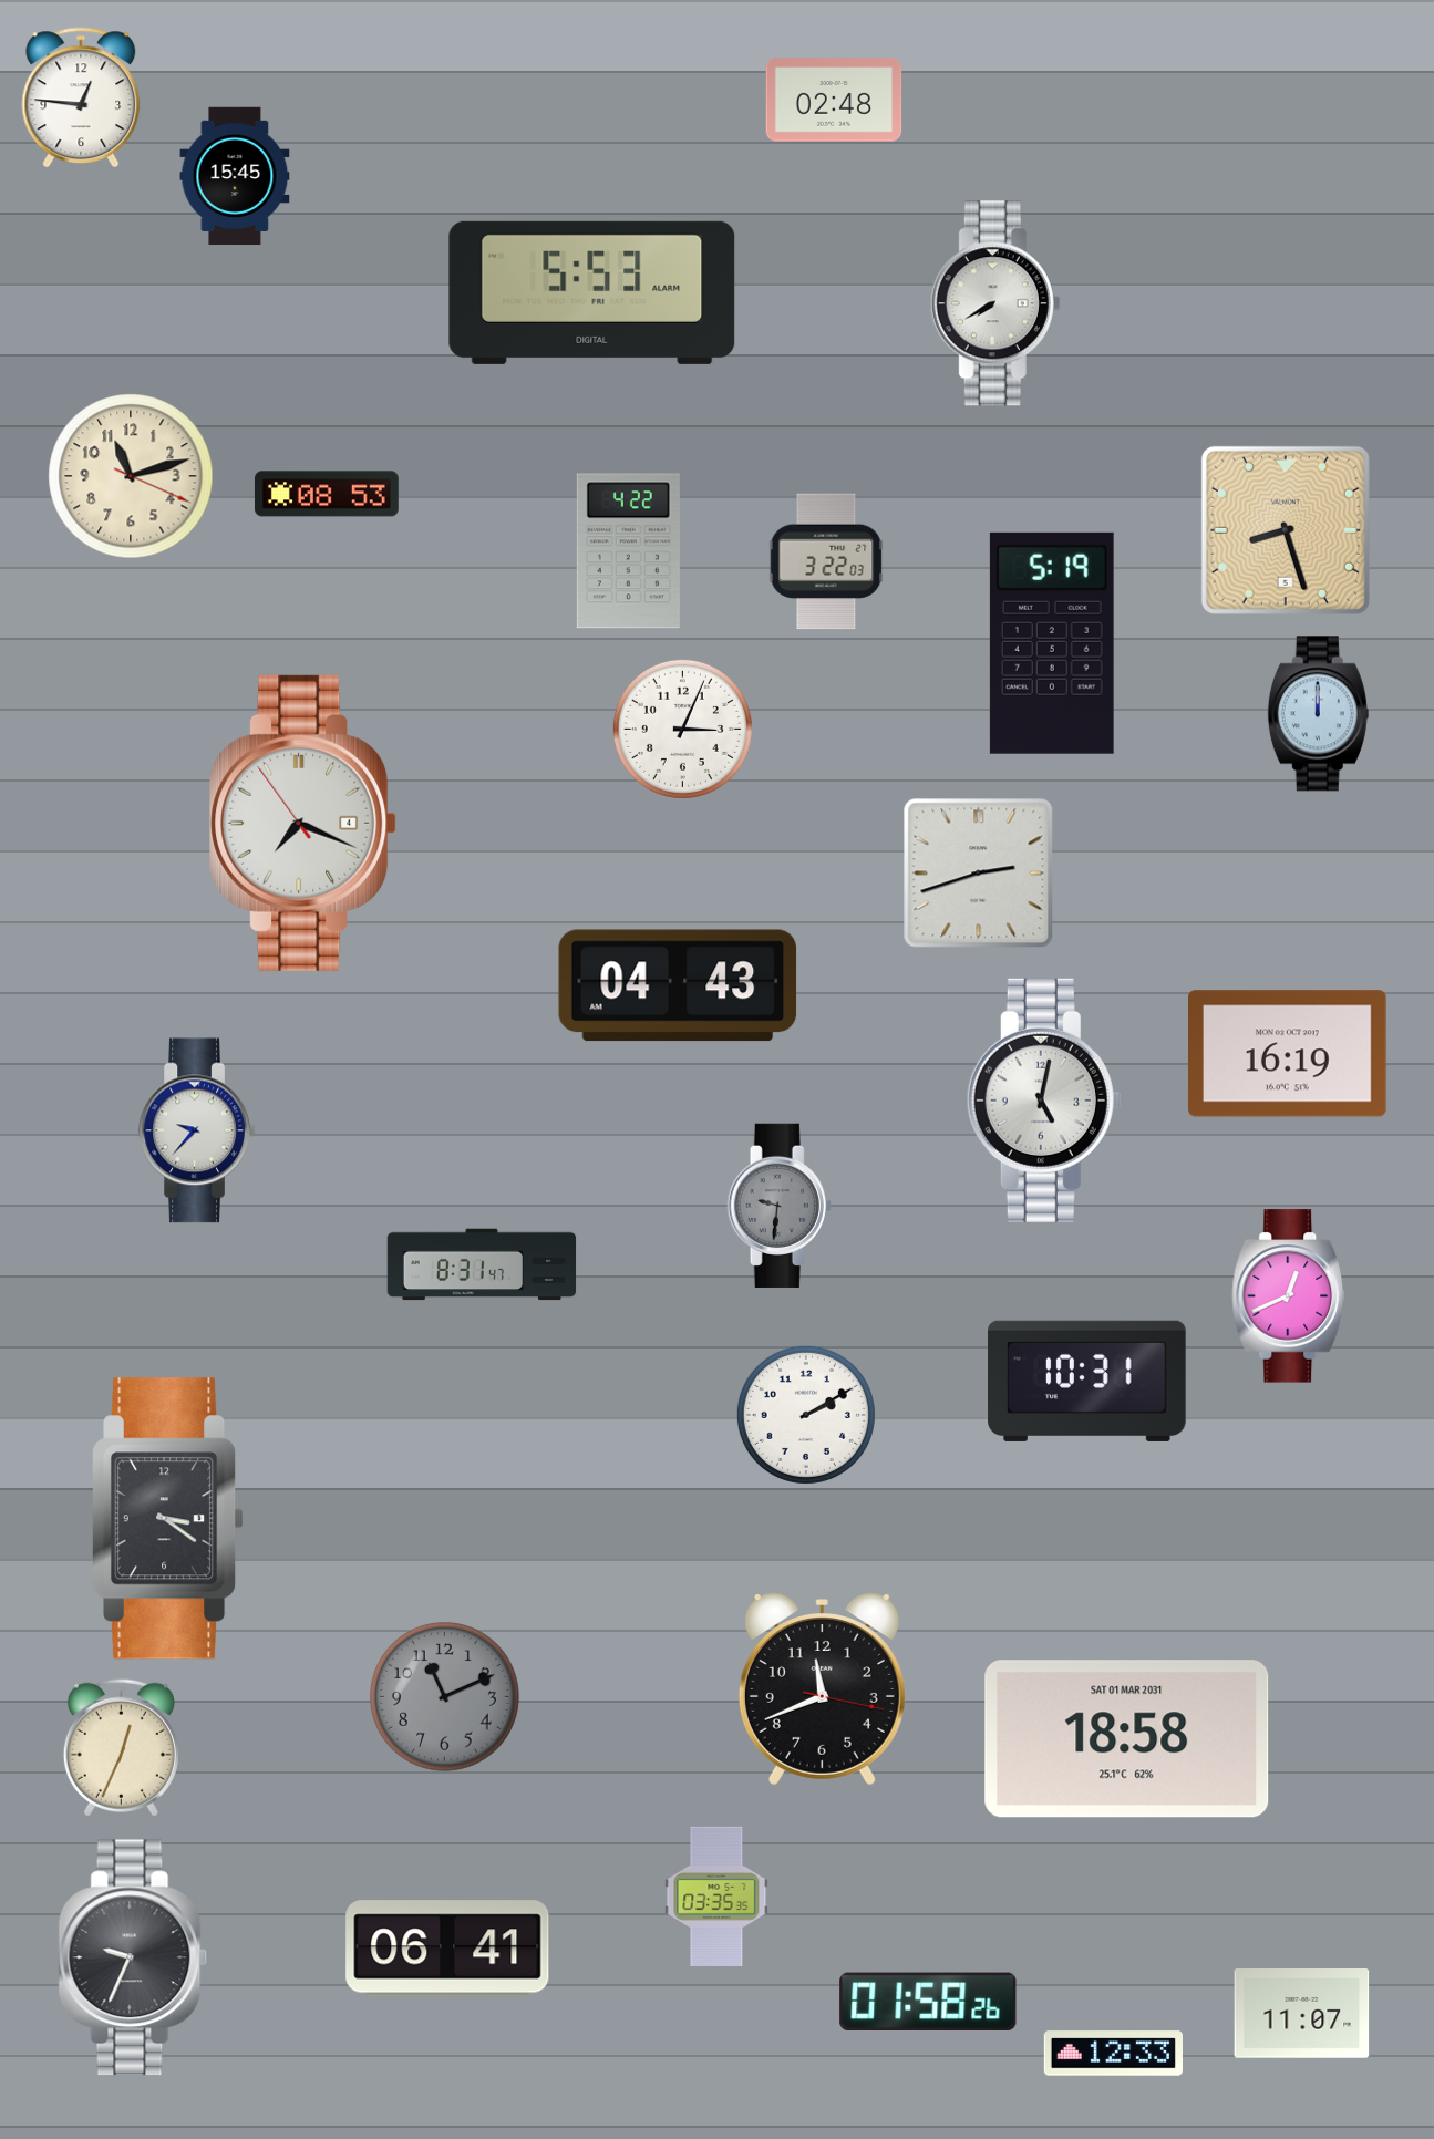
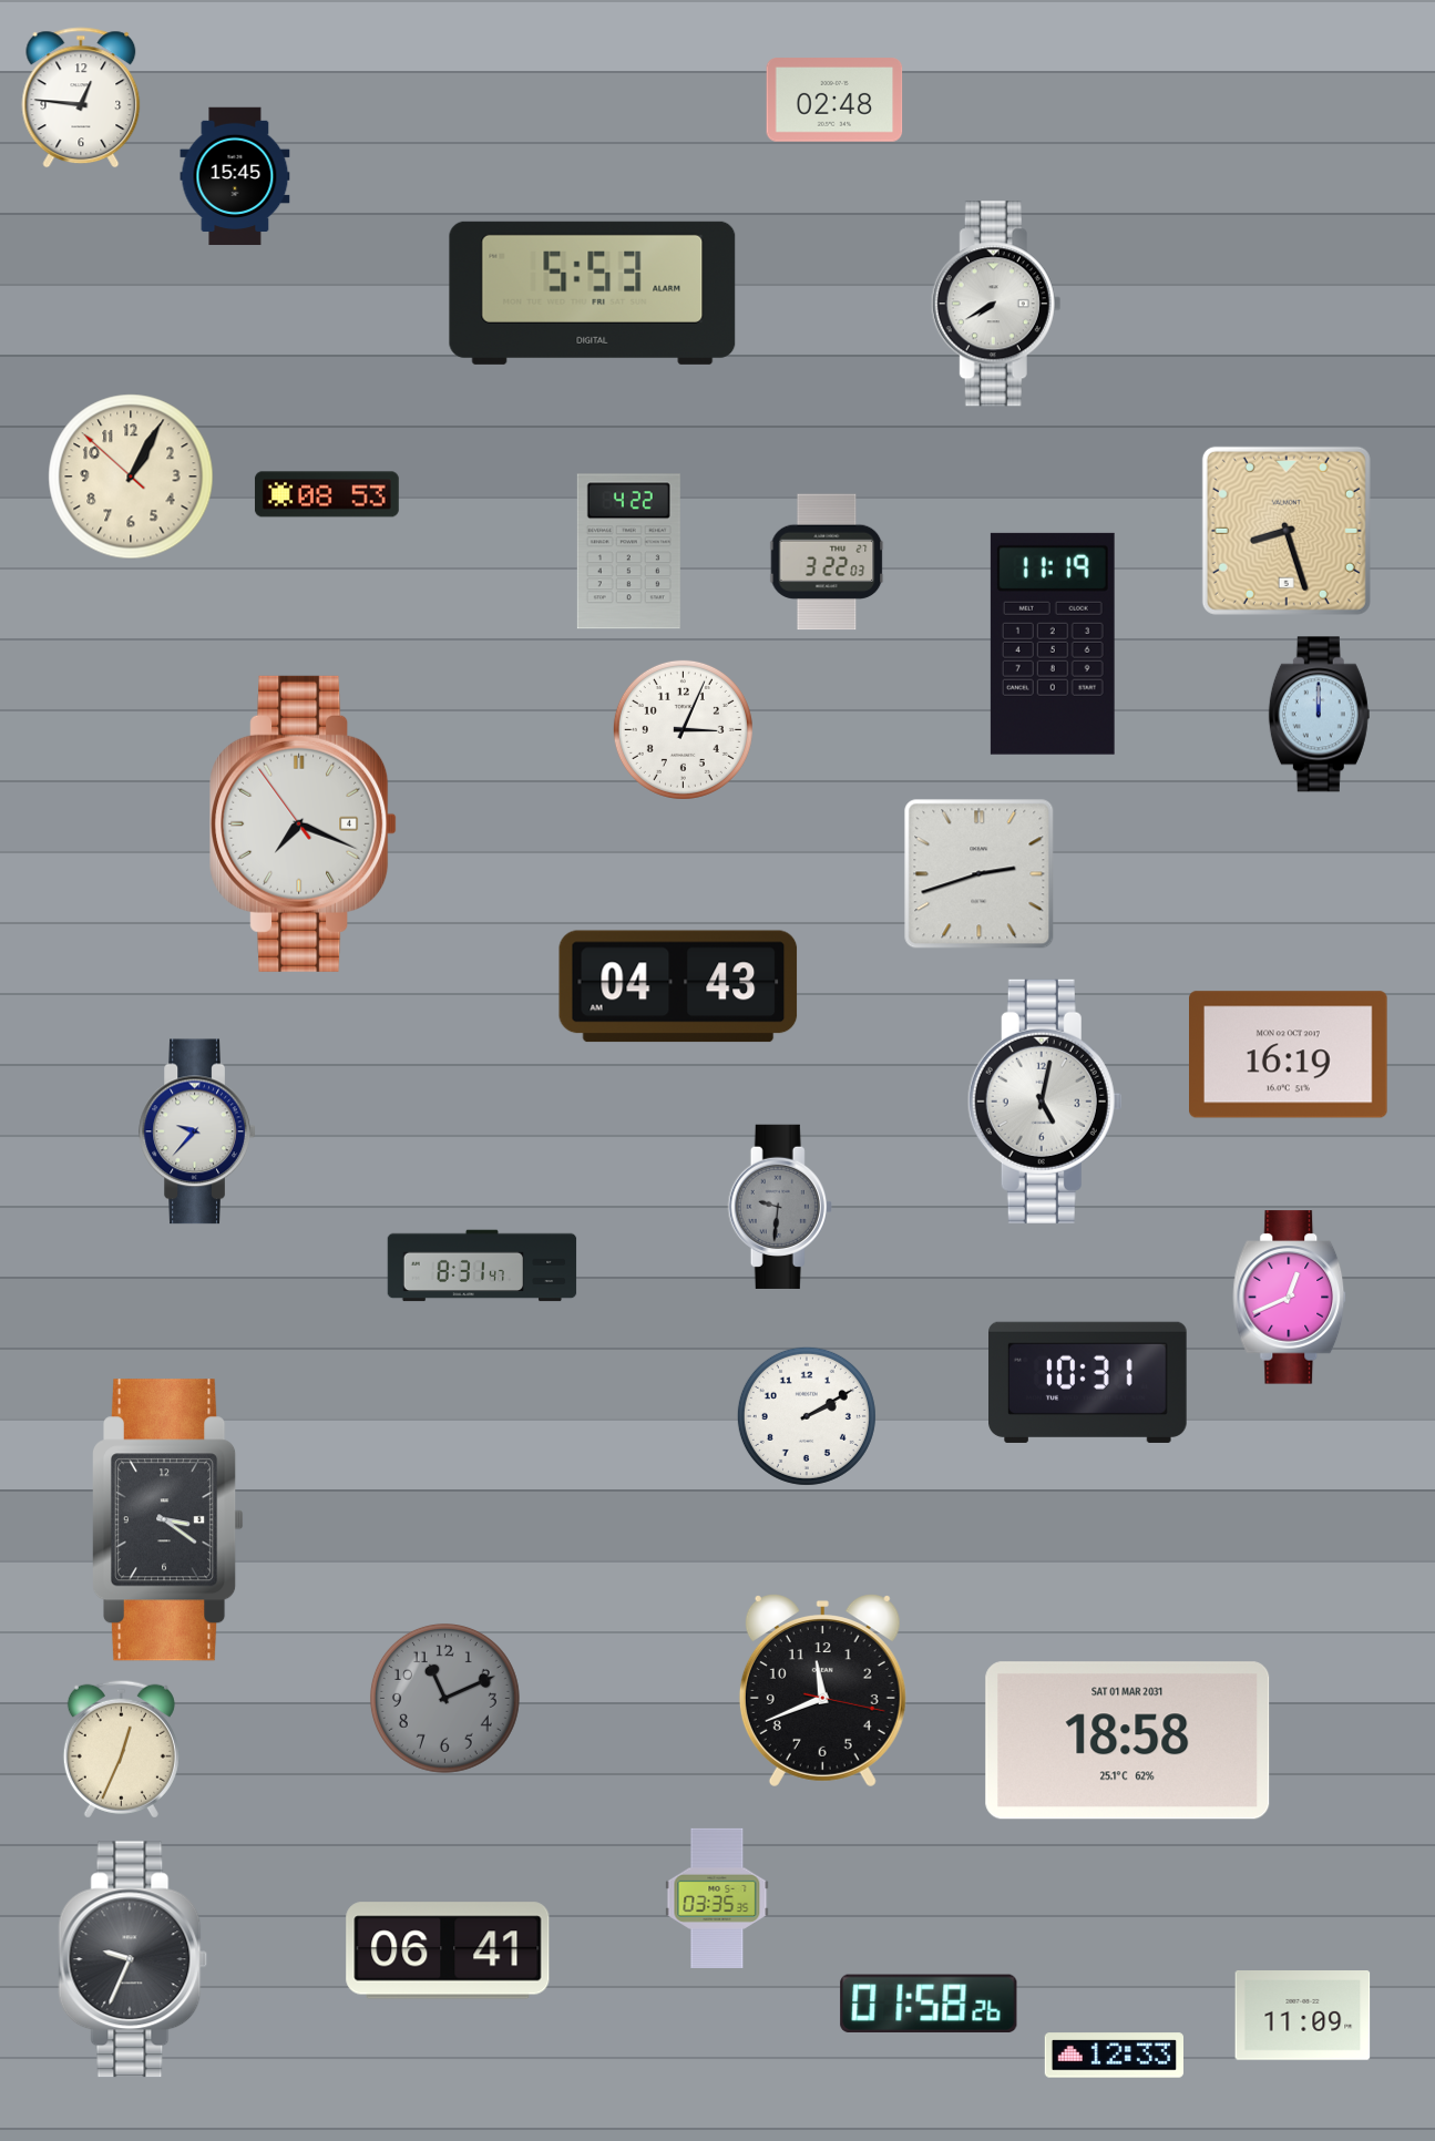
clock at (131, 476): 11:12 -> 1:04
clock at (1052, 643): 5:19 -> 11:19
clock at (1302, 2014): 11:07 -> 11:09
